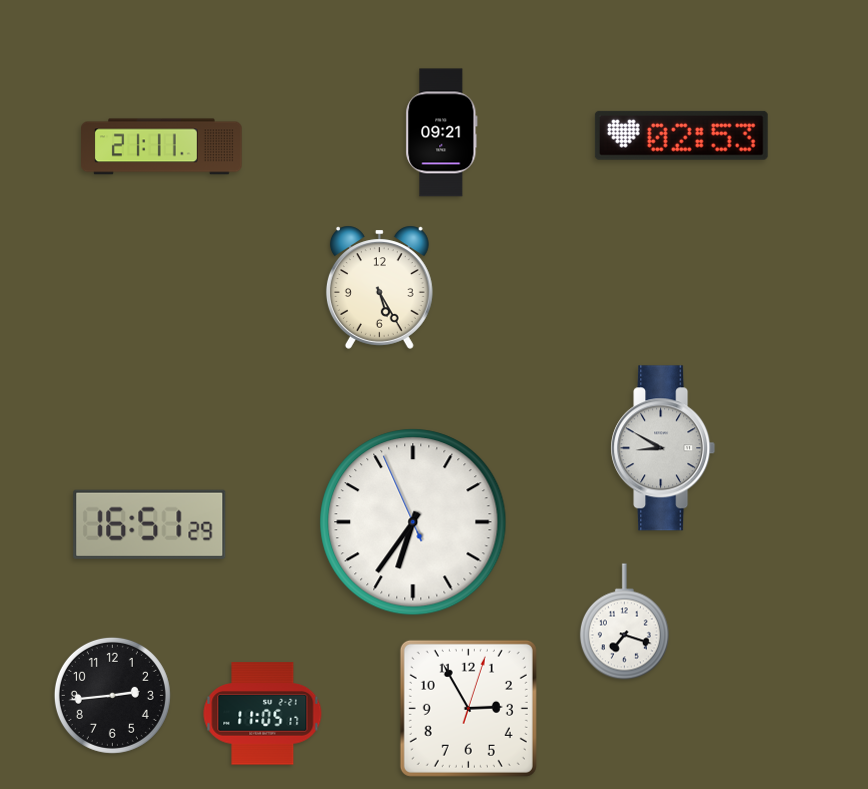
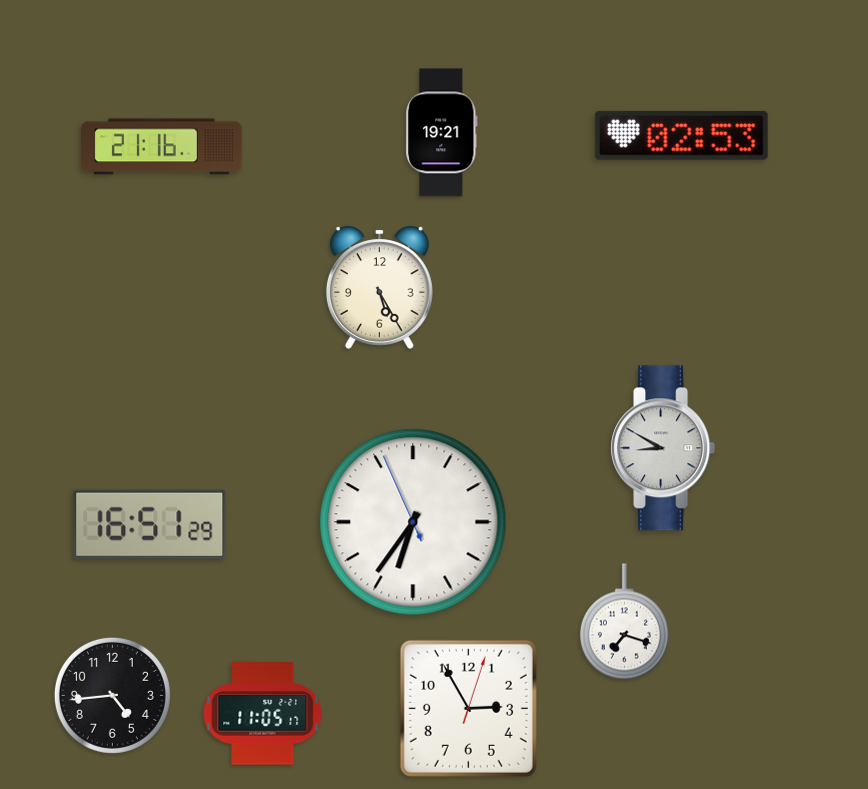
clock at (442, 133): 09:21 -> 19:21
clock at (162, 147): 21:11 -> 21:16
clock at (112, 695): 2:44 -> 4:44
